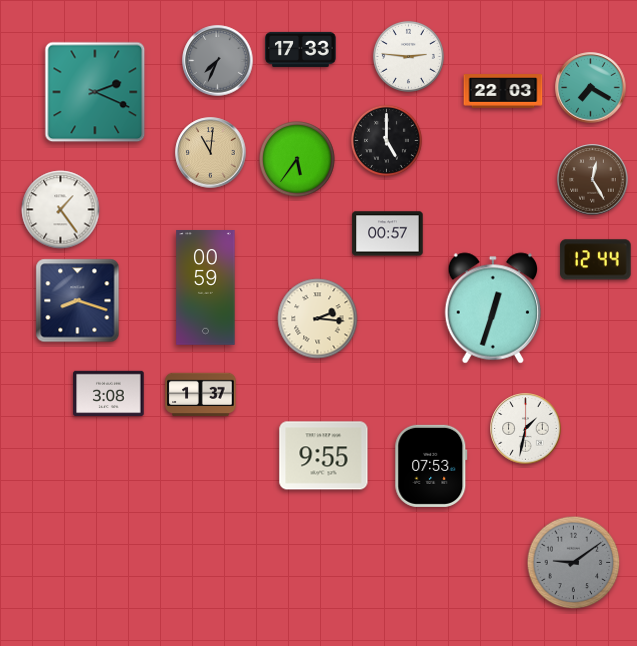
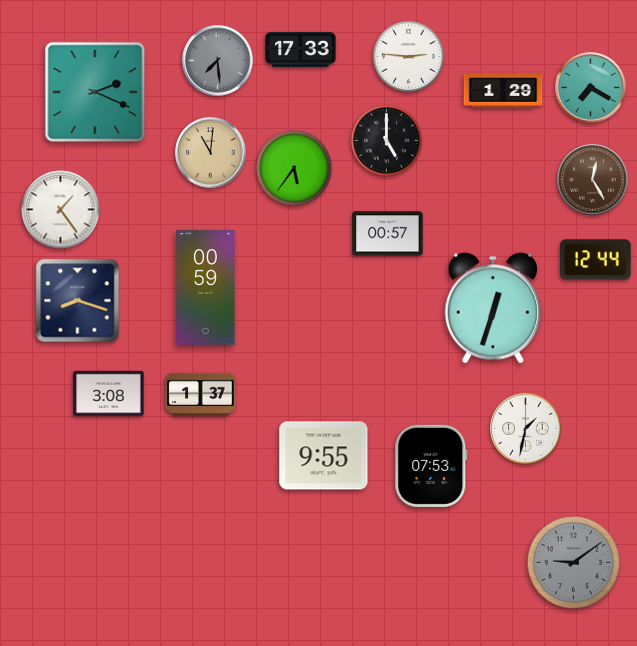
clock at (218, 61): 7:34 -> 7:29
clock at (503, 91): 22:03 -> 1:29
clock at (297, 159) position: (297, 159) -> (294, 168)
clock at (318, 319): 2:16 -> none
